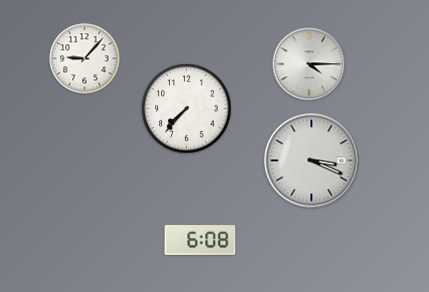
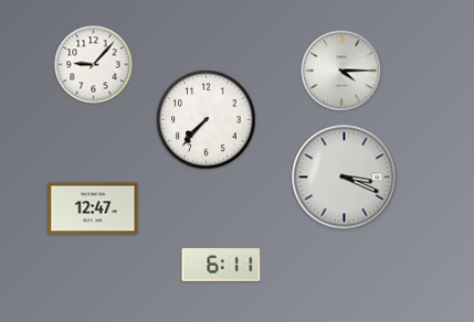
clock at (93, 208): none -> 12:47
clock at (200, 240): 6:08 -> 6:11
